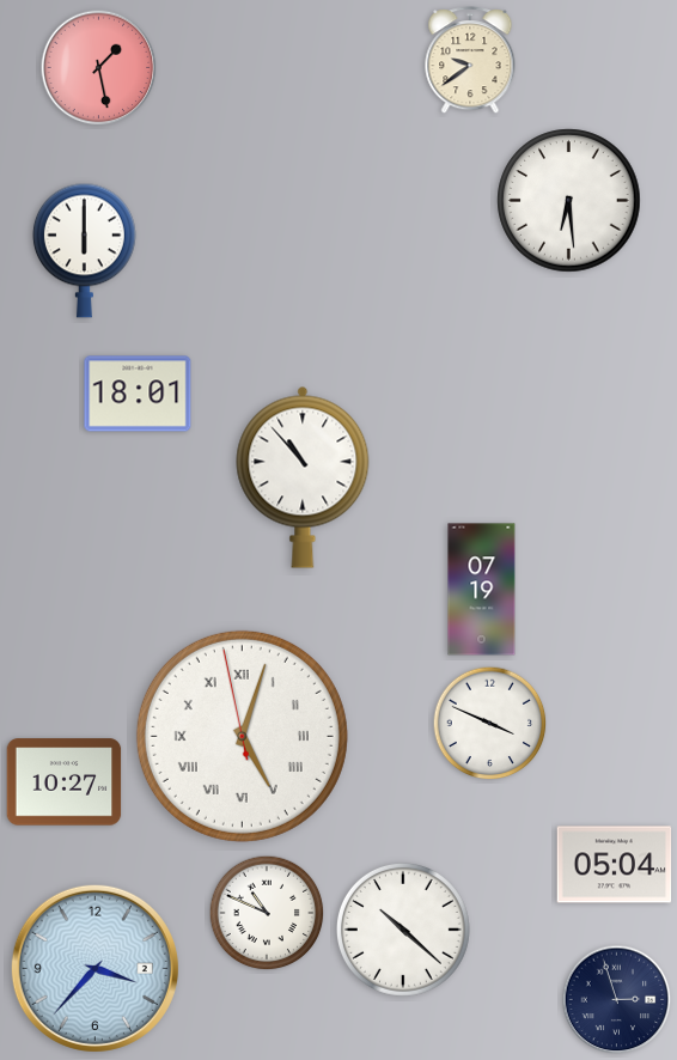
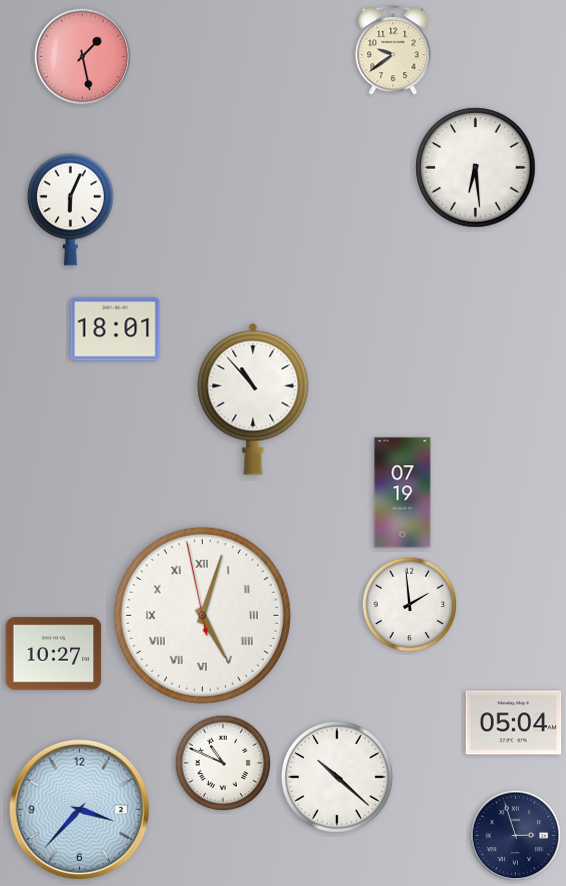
clock at (84, 250): 6:00 -> 6:04
clock at (490, 724): 3:49 -> 1:59
